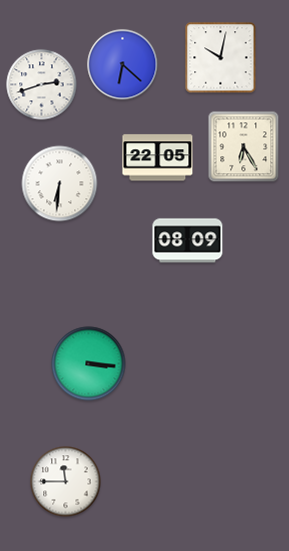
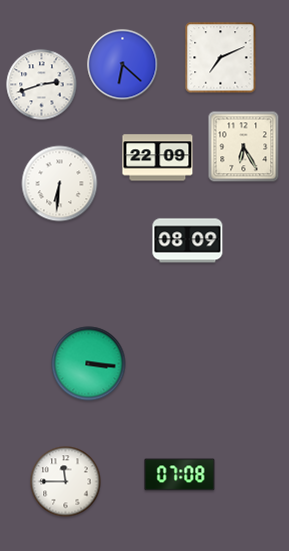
clock at (221, 58): 10:02 -> 7:11
clock at (158, 158): 22:05 -> 22:09
clock at (180, 475): none -> 07:08
